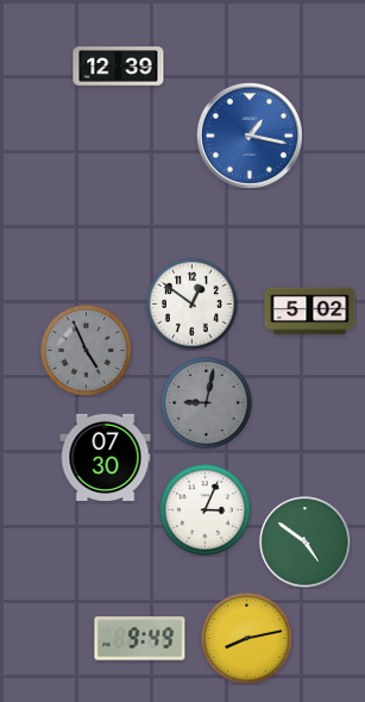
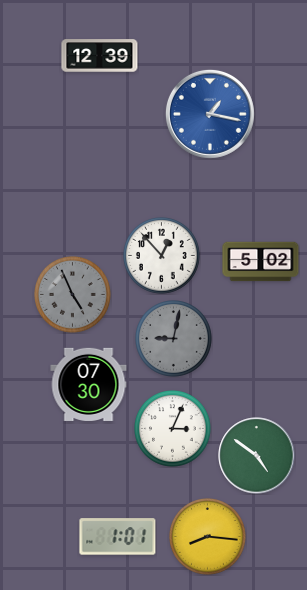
clock at (193, 305): 12:51 -> 12:53
clock at (140, 639): 9:49 -> 1:01
clock at (247, 639): 8:13 -> 8:16
